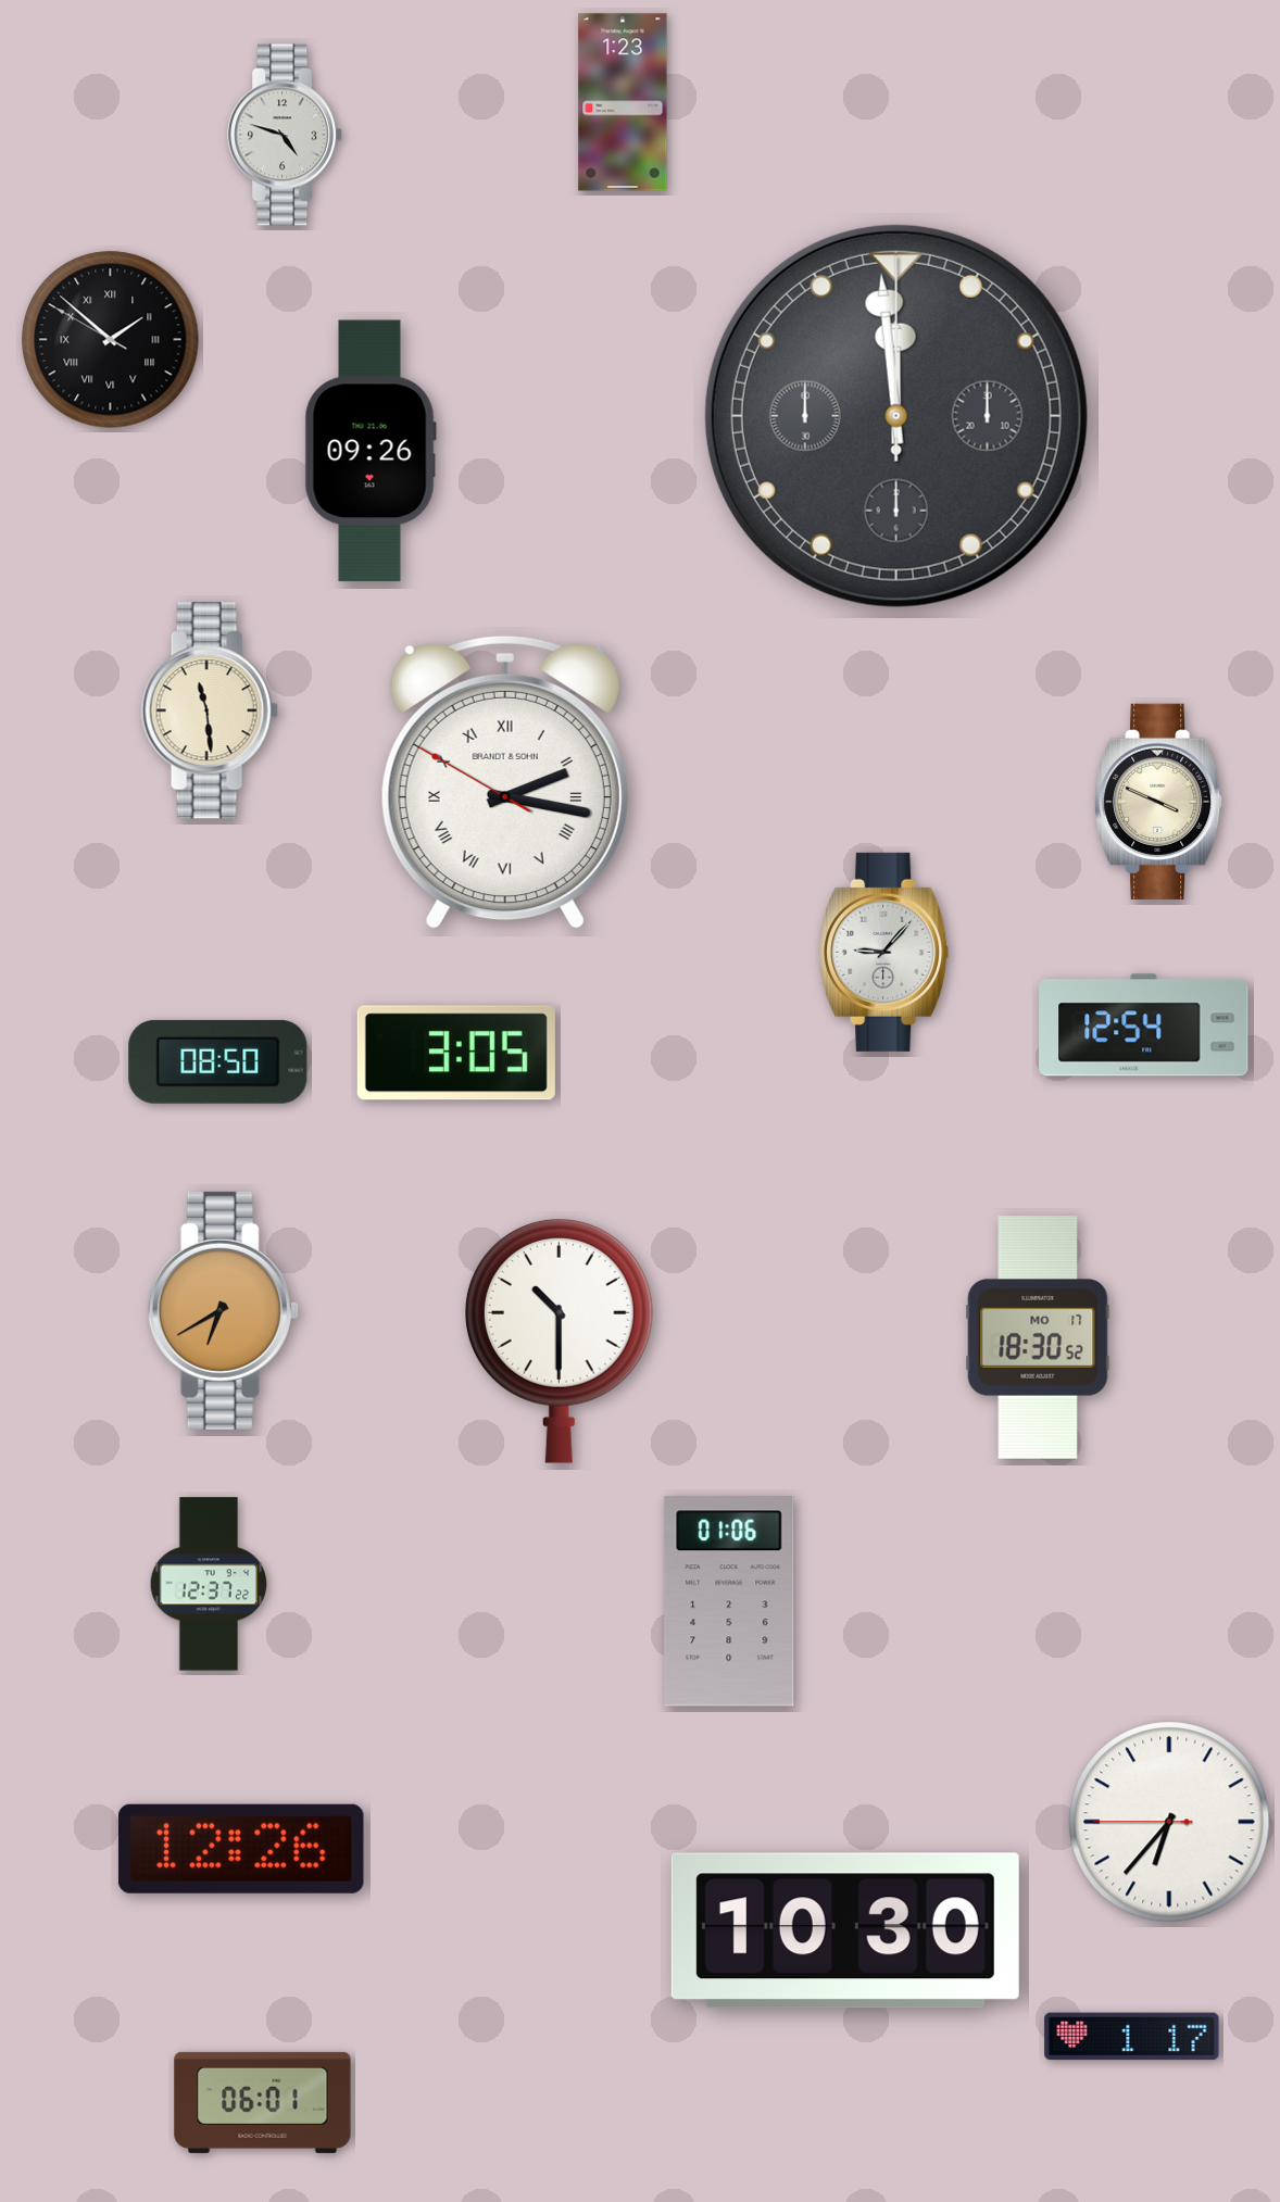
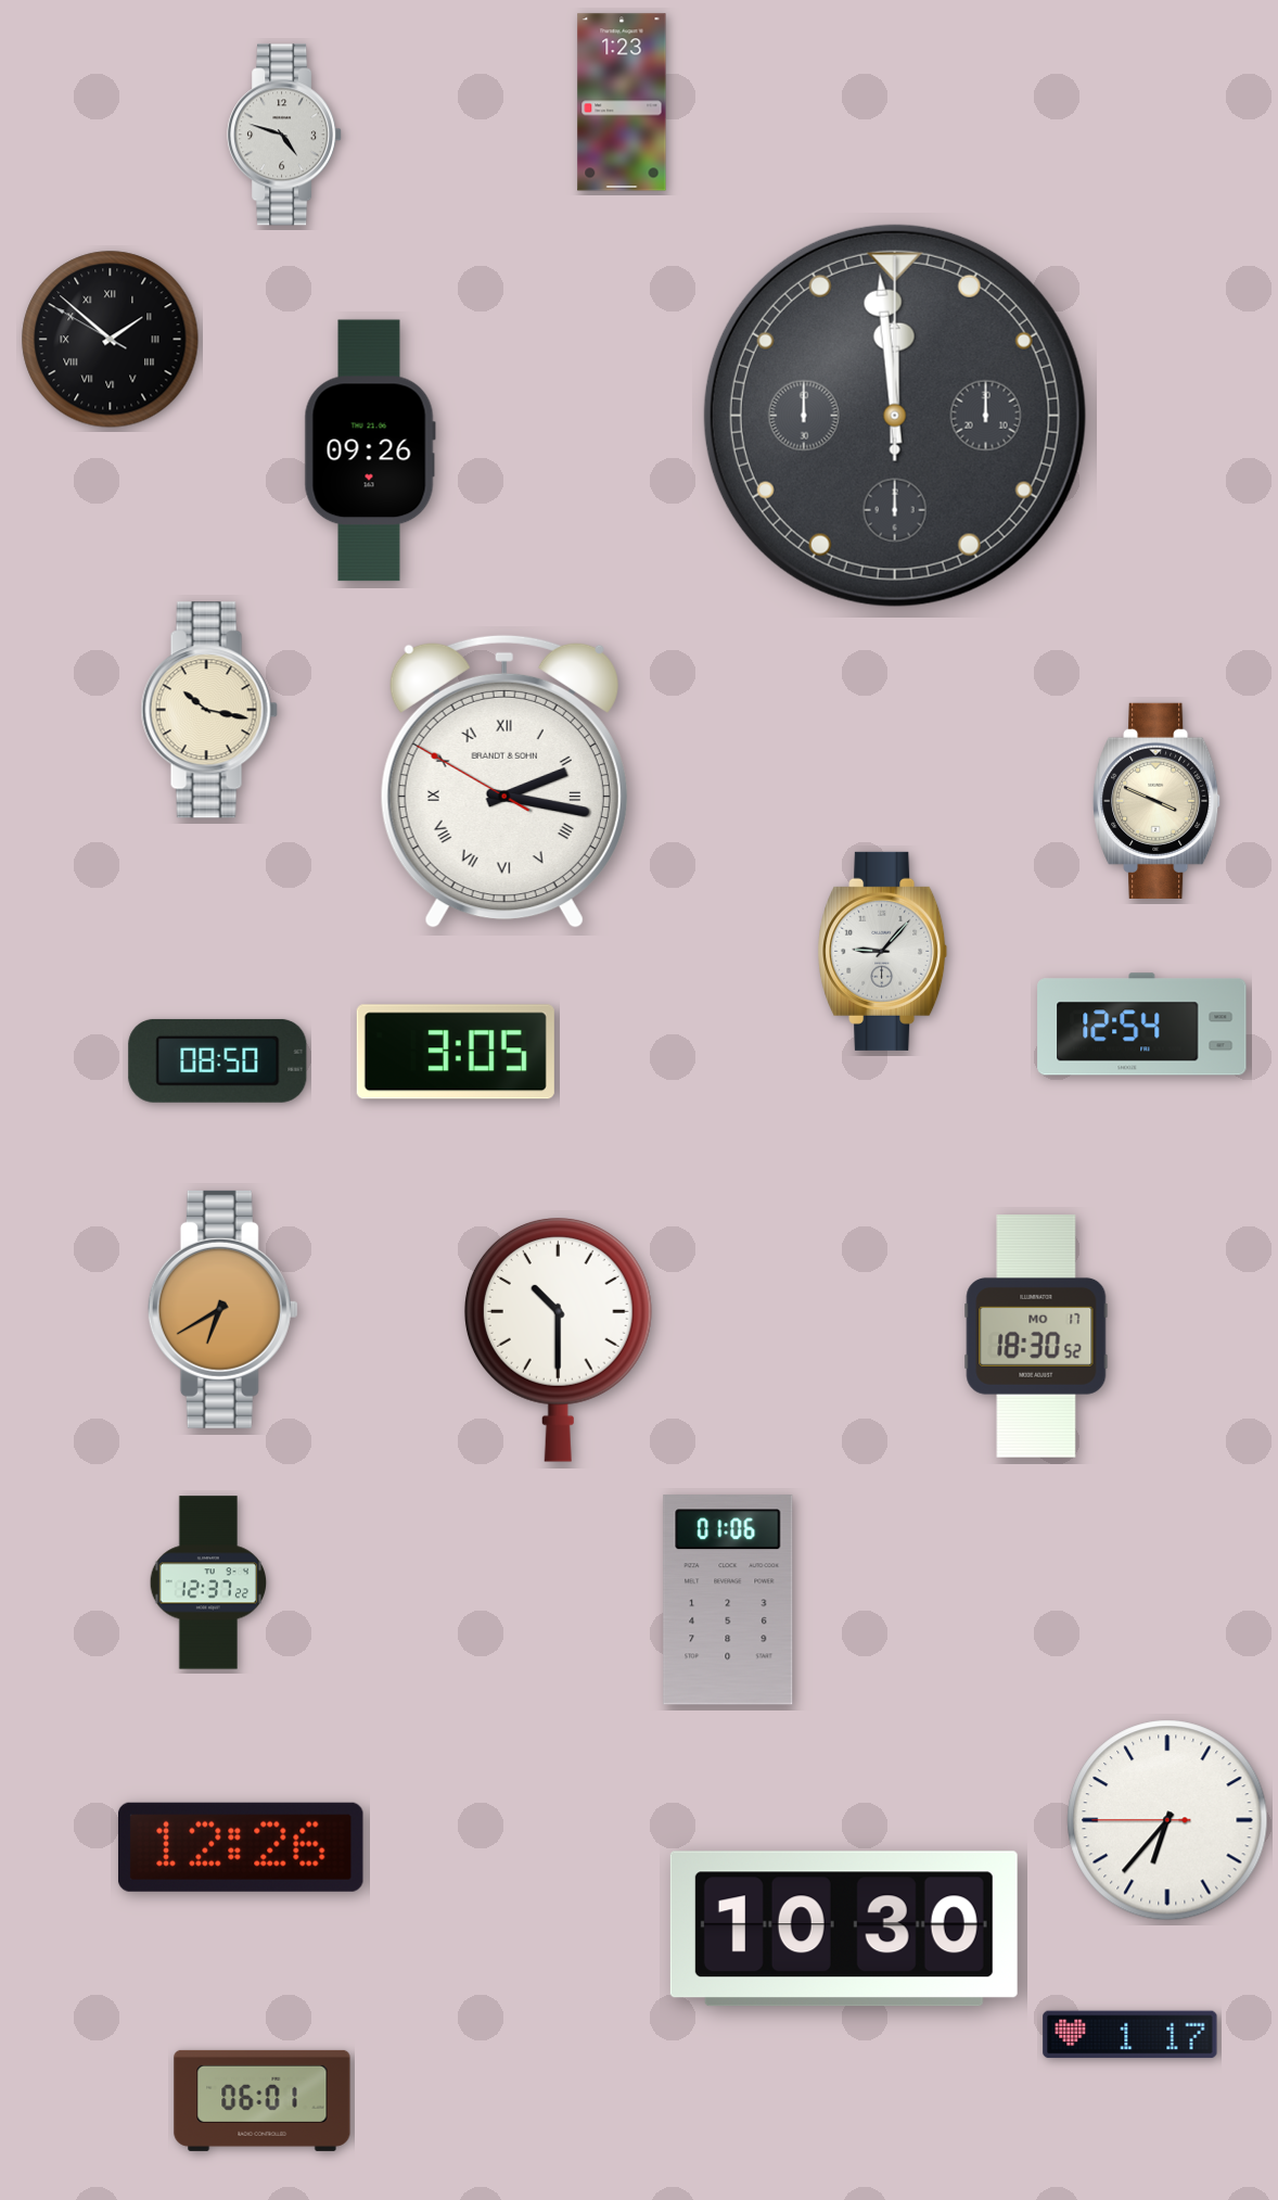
clock at (210, 710): 11:29 -> 10:17
